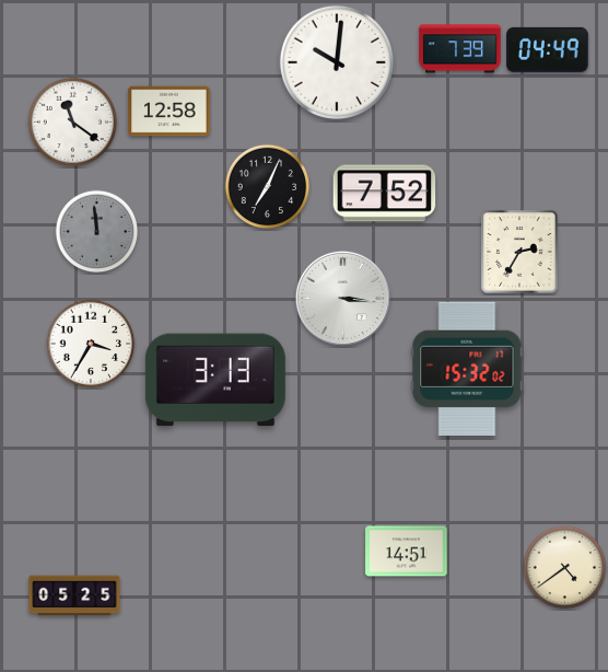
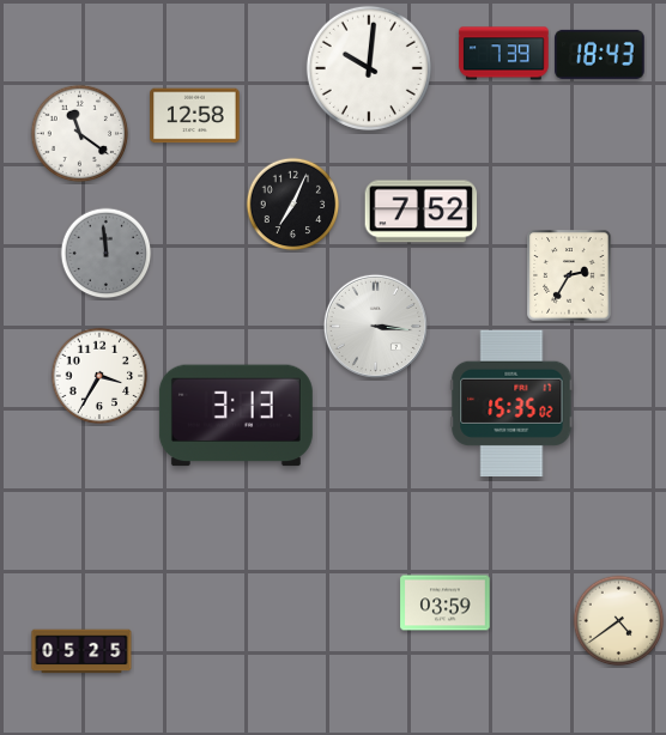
clock at (548, 49): 04:49 -> 18:43
clock at (169, 112) position: (169, 112) -> (195, 116)
clock at (467, 368): 15:32 -> 15:35
clock at (407, 552): 14:51 -> 03:59
